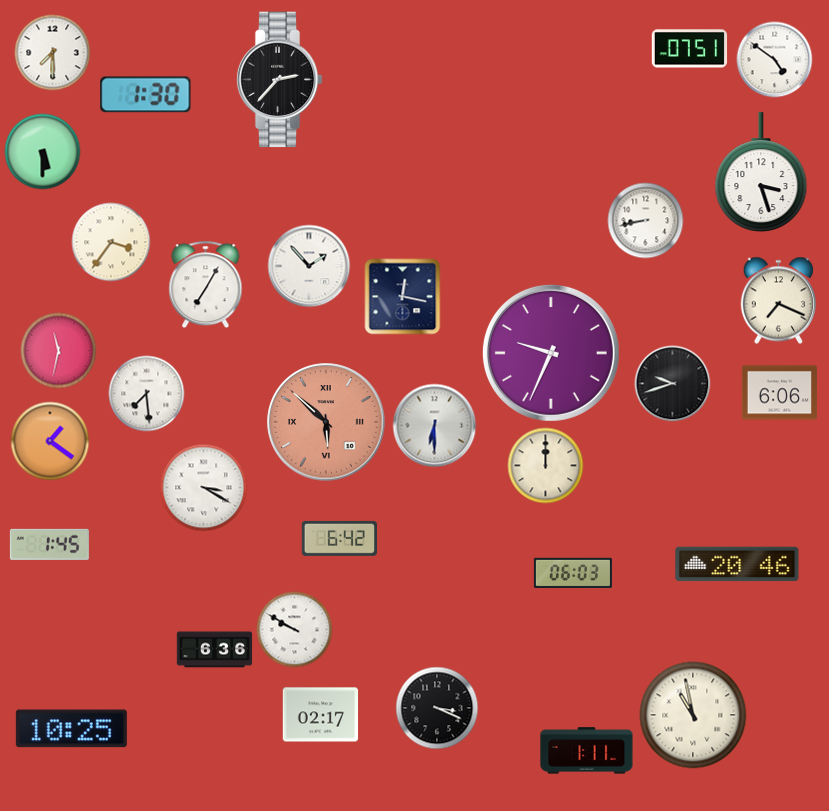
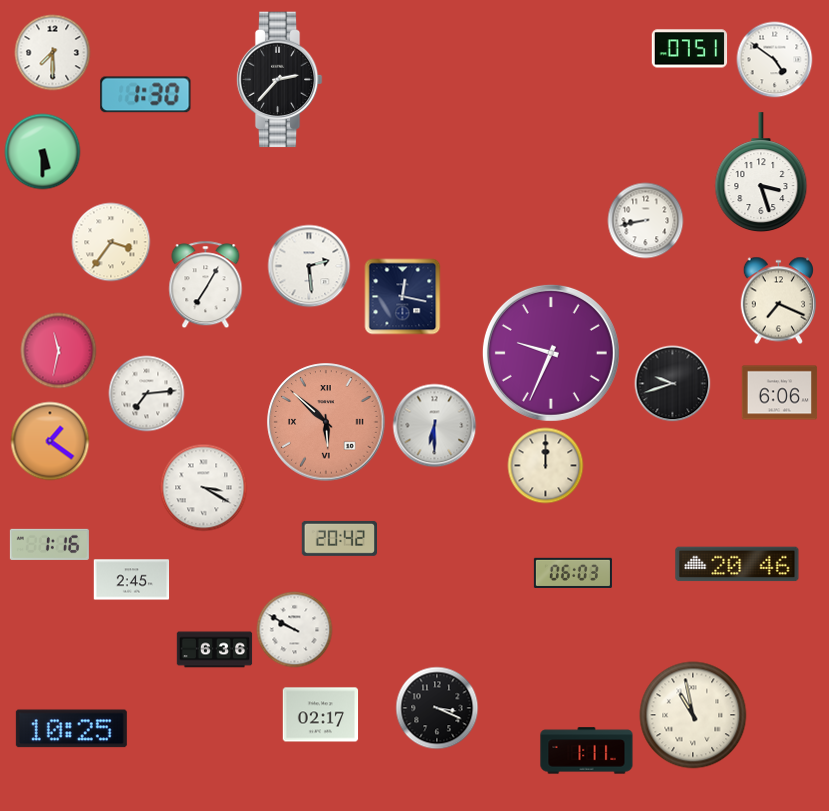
clock at (309, 266): 1:53 -> 2:29
clock at (147, 394): 7:29 -> 7:14
clock at (339, 538): 6:42 -> 20:42
clock at (49, 544): 1:45 -> 1:16
clock at (132, 580): none -> 2:45
